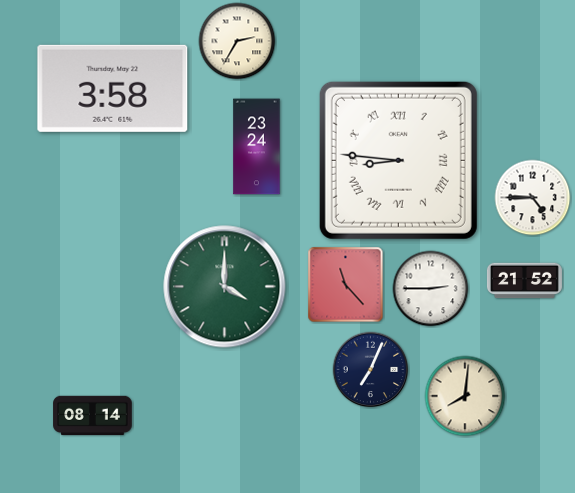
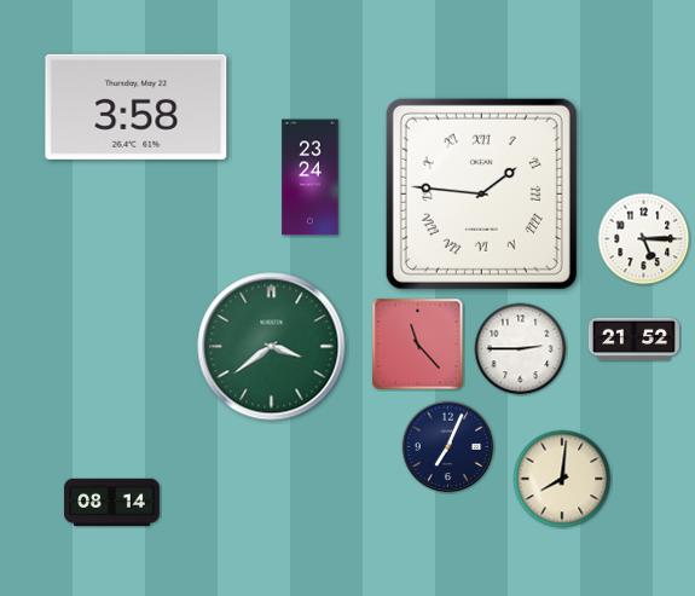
clock at (237, 41): 2:35 -> none
clock at (398, 160): 8:46 -> 1:46
clock at (533, 198): 4:45 -> 5:15
clock at (225, 287): 4:00 -> 3:39
